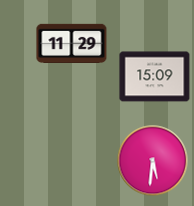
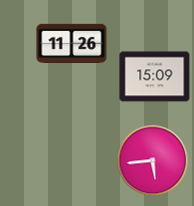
clock at (72, 43): 11:29 -> 11:26
clock at (153, 161): 5:31 -> 5:44
